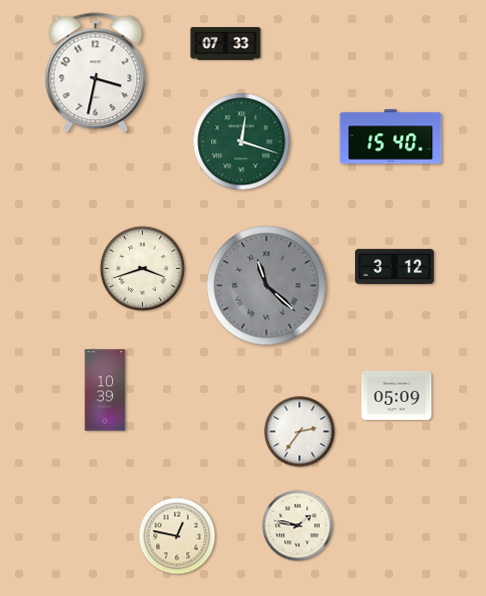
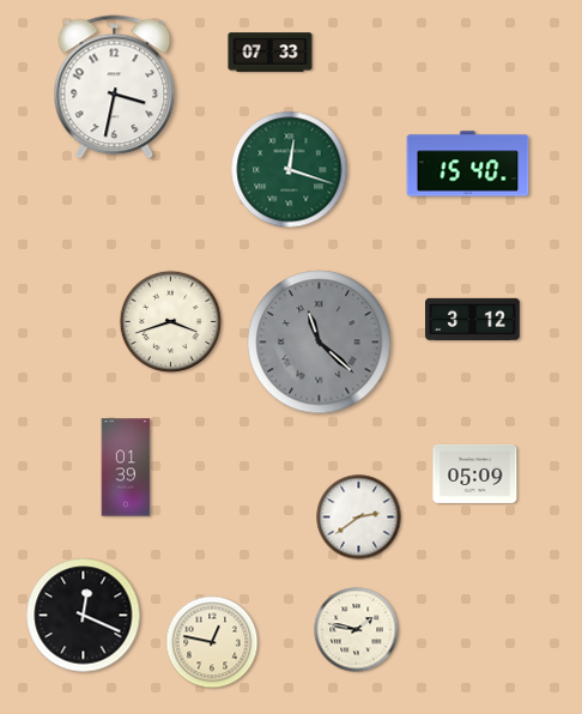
clock at (105, 390): 10:39 -> 01:39
clock at (300, 432): 2:36 -> 2:39
clock at (84, 616): none -> 12:19
